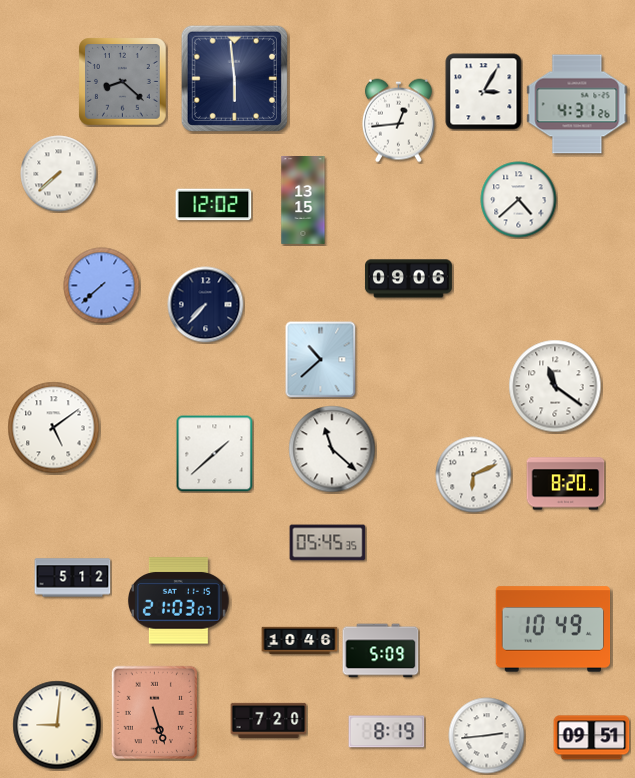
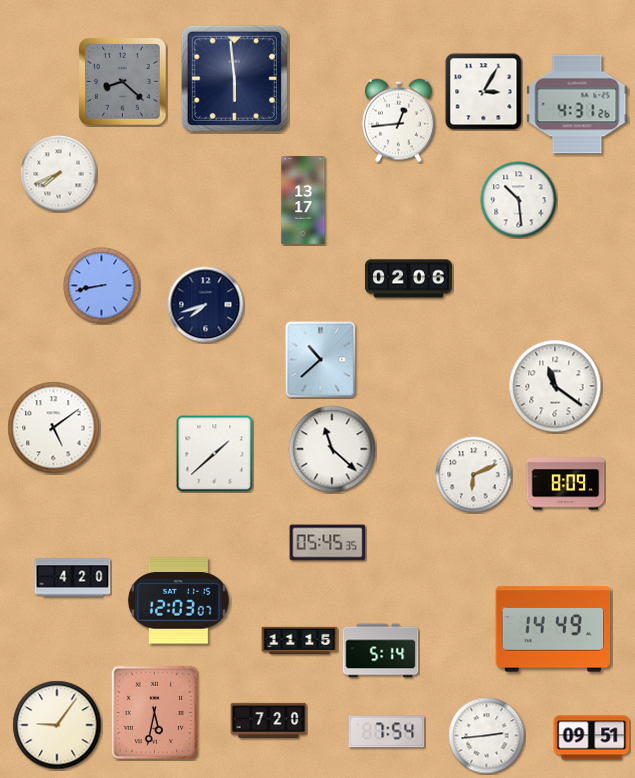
clock at (59, 174): 7:38 -> 7:41
clock at (519, 200): 4:38 -> 10:29
clock at (303, 201): 13:15 -> 13:17
clock at (214, 205): 12:02 -> none
clock at (408, 279): 09:06 -> 02:06
clock at (102, 286): 7:38 -> 8:43
clock at (206, 305): 7:37 -> 7:42
clock at (566, 484): 8:20 -> 8:09
clock at (73, 578): 5:12 -> 4:20
clock at (178, 601): 21:03 -> 12:03
clock at (553, 629): 10:49 -> 14:49
clock at (300, 641): 10:46 -> 11:15
clock at (381, 651): 5:09 -> 5:14
clock at (154, 713): 5:27 -> 5:32
clock at (57, 725): 9:01 -> 9:06
clock at (387, 732): 8:19 -> 7:54
